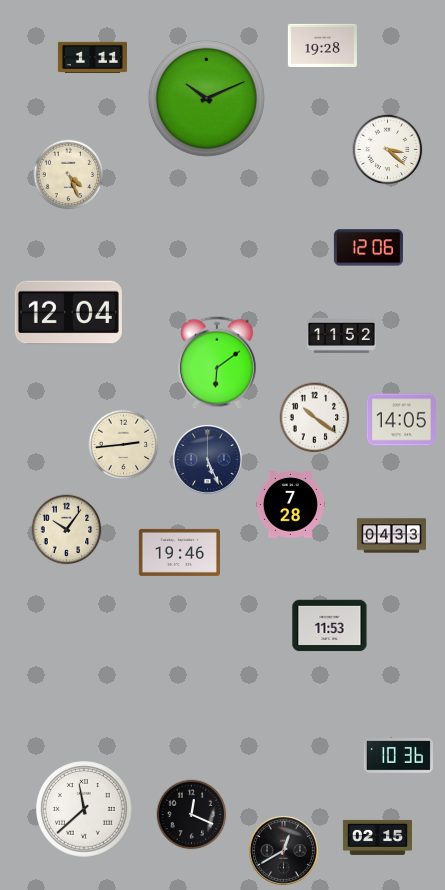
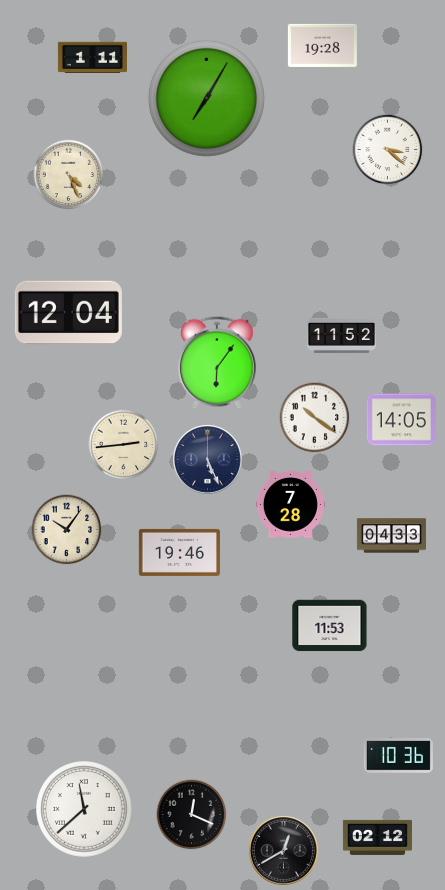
clock at (206, 98): 10:11 -> 7:05
clock at (368, 248): 12:06 -> none
clock at (218, 363): 6:09 -> 6:06
clock at (377, 837): 02:15 -> 02:12
